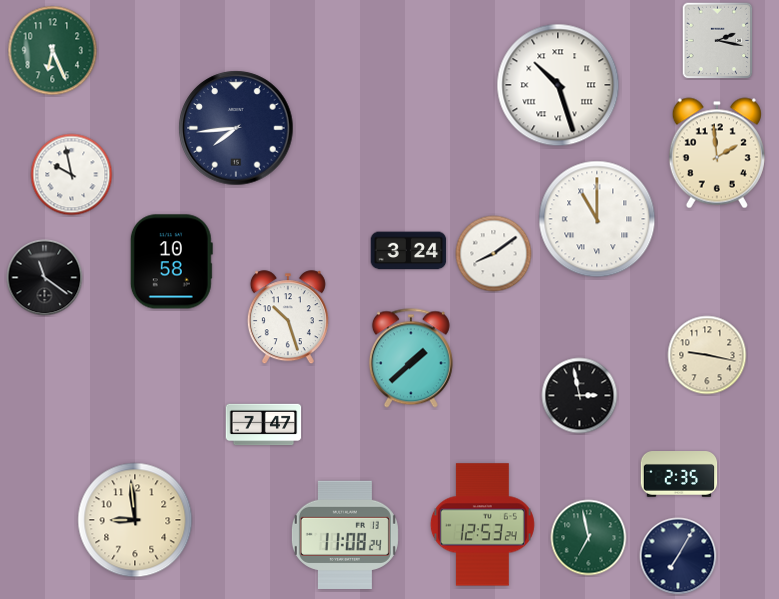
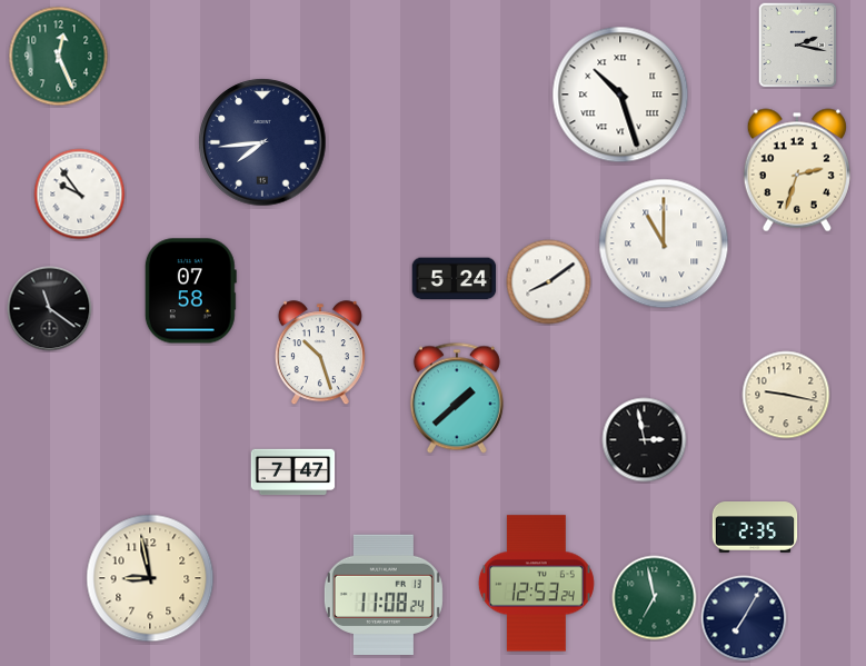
clock at (53, 51): 6:26 -> 12:26
clock at (717, 153): 1:59 -> 2:33
clock at (72, 175): 9:58 -> 9:54
clock at (409, 251): 3:24 -> 5:24
clock at (171, 262): 10:58 -> 07:58
clock at (135, 520): 8:59 -> 8:58
clock at (678, 556) position: (678, 556) -> (744, 618)
